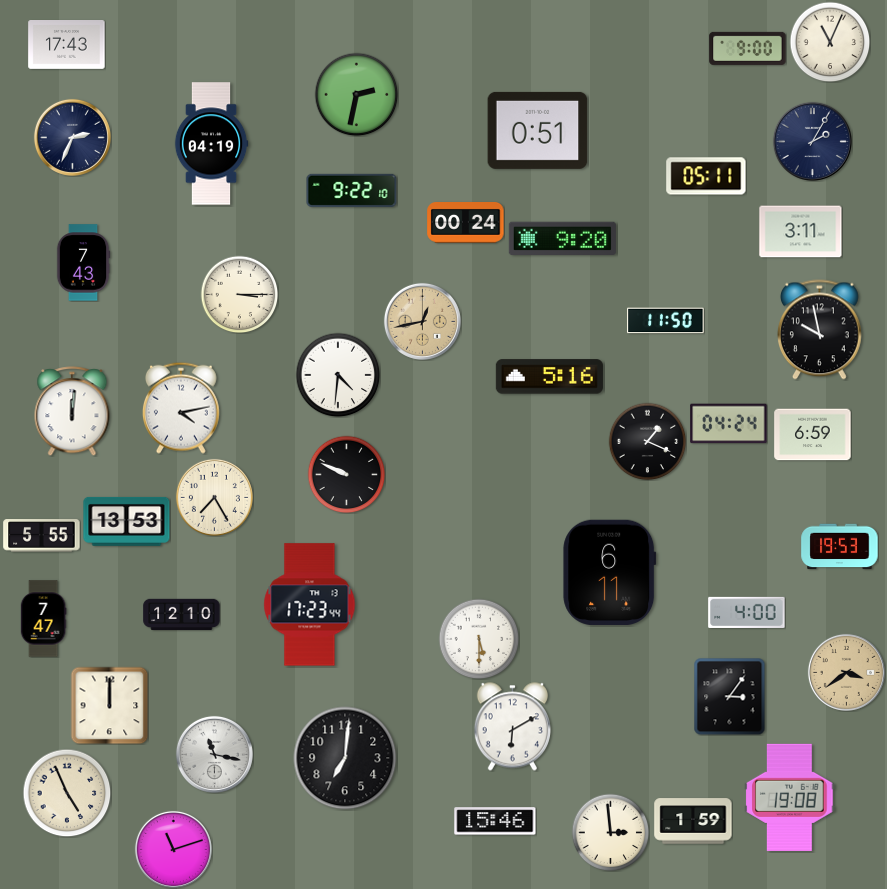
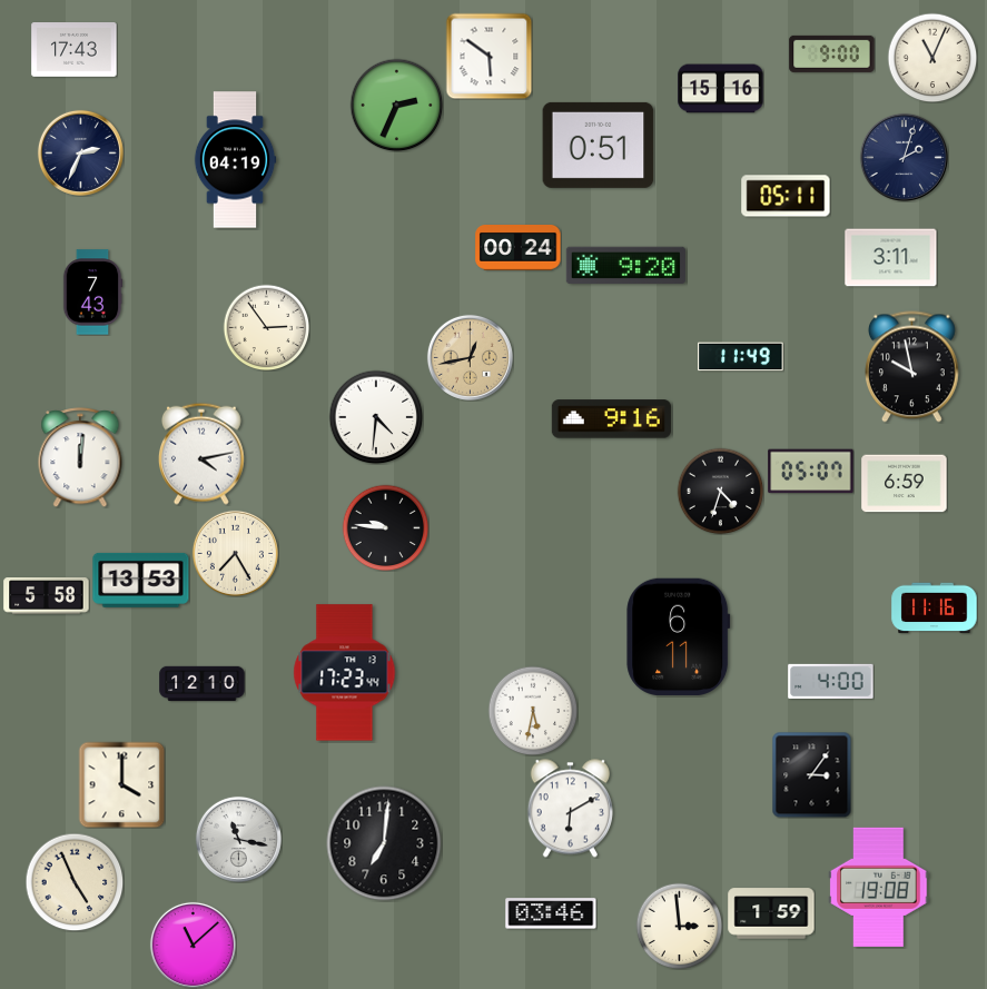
clock at (830, 42) position: (830, 42) -> (932, 58)
clock at (488, 56): none -> 5:51
clock at (721, 89): none -> 15:16
clock at (356, 94): 2:32 -> 2:34
clock at (812, 141): 2:05 -> 2:03
clock at (352, 190): 9:22 -> none
clock at (239, 294): 3:15 -> 2:54
clock at (666, 321): 11:50 -> 11:49
clock at (549, 377): 5:16 -> 9:16
clock at (729, 424): 04:24 -> 05:07
clock at (647, 441): 1:19 -> 4:33
clock at (346, 474): 9:49 -> 9:46
clock at (214, 497) position: (214, 497) -> (235, 553)
clock at (42, 536): 5:55 -> 5:58
clock at (840, 547): 19:53 -> 11:16
clock at (43, 619): 7:47 -> none
clock at (479, 639): 5:30 -> 5:32
clock at (846, 672): 3:39 -> none
clock at (109, 705): 12:00 -> 4:00
clock at (495, 821): 15:46 -> 03:46
clock at (173, 849): 11:12 -> 11:08
